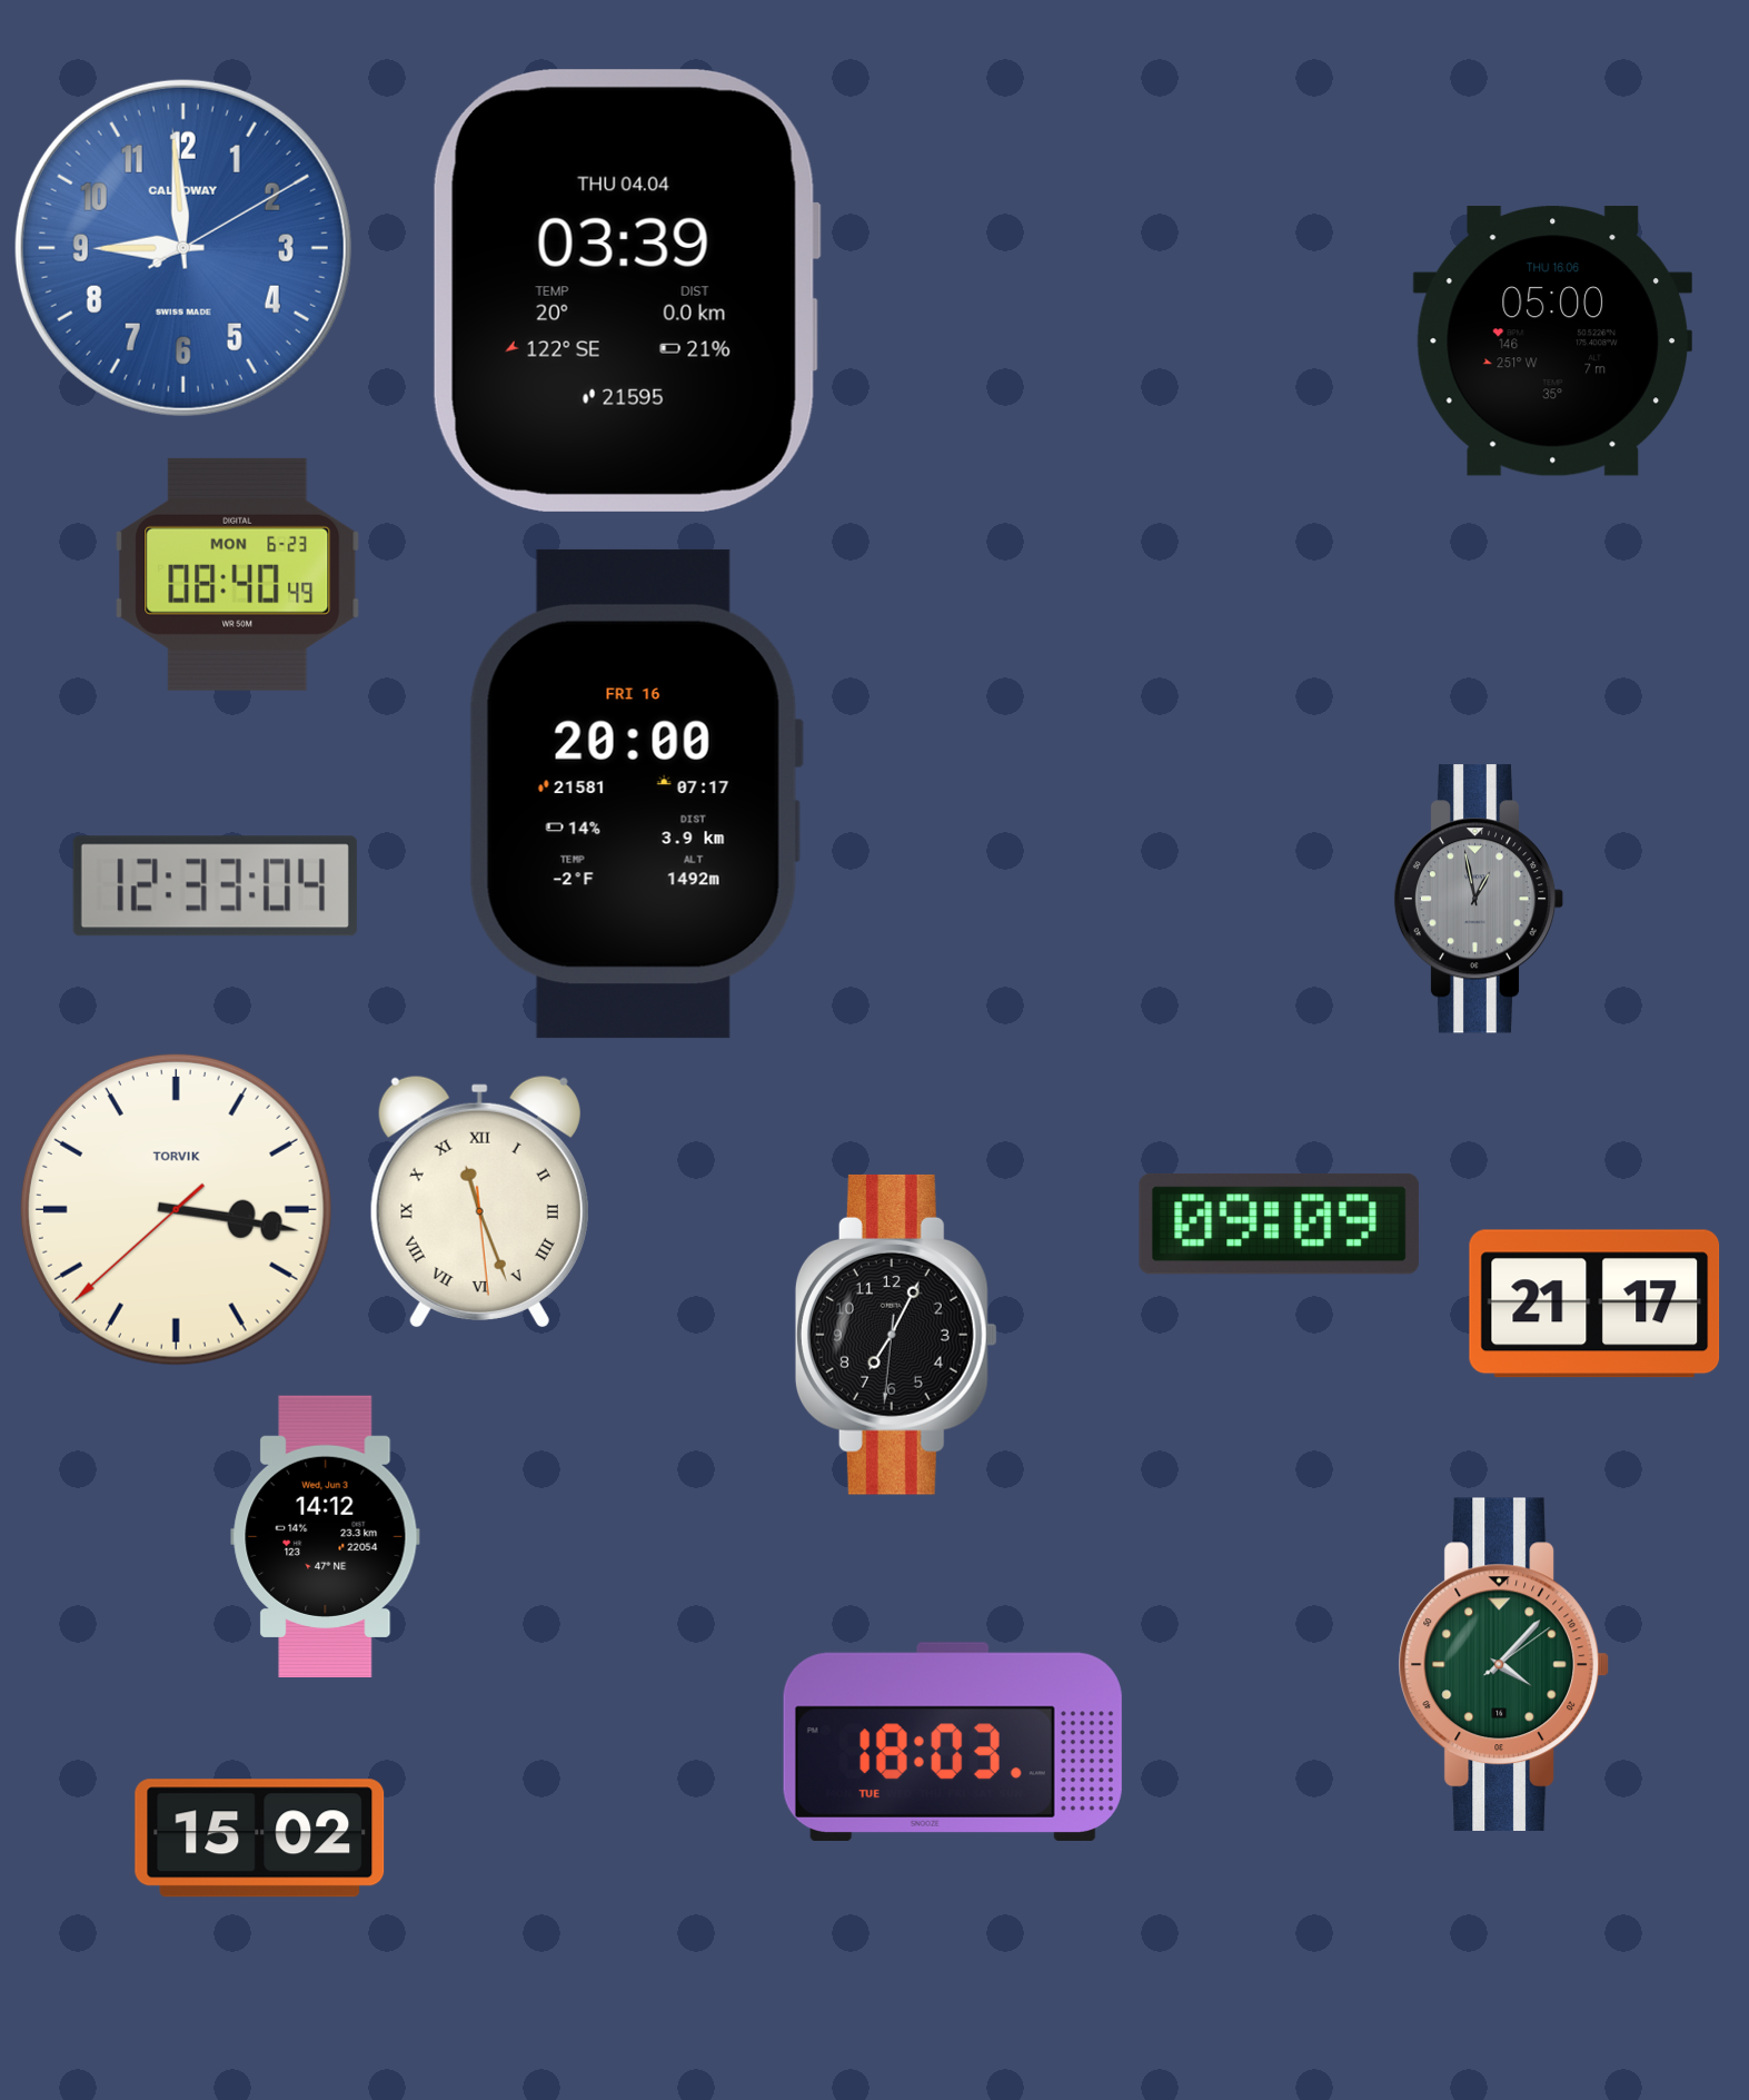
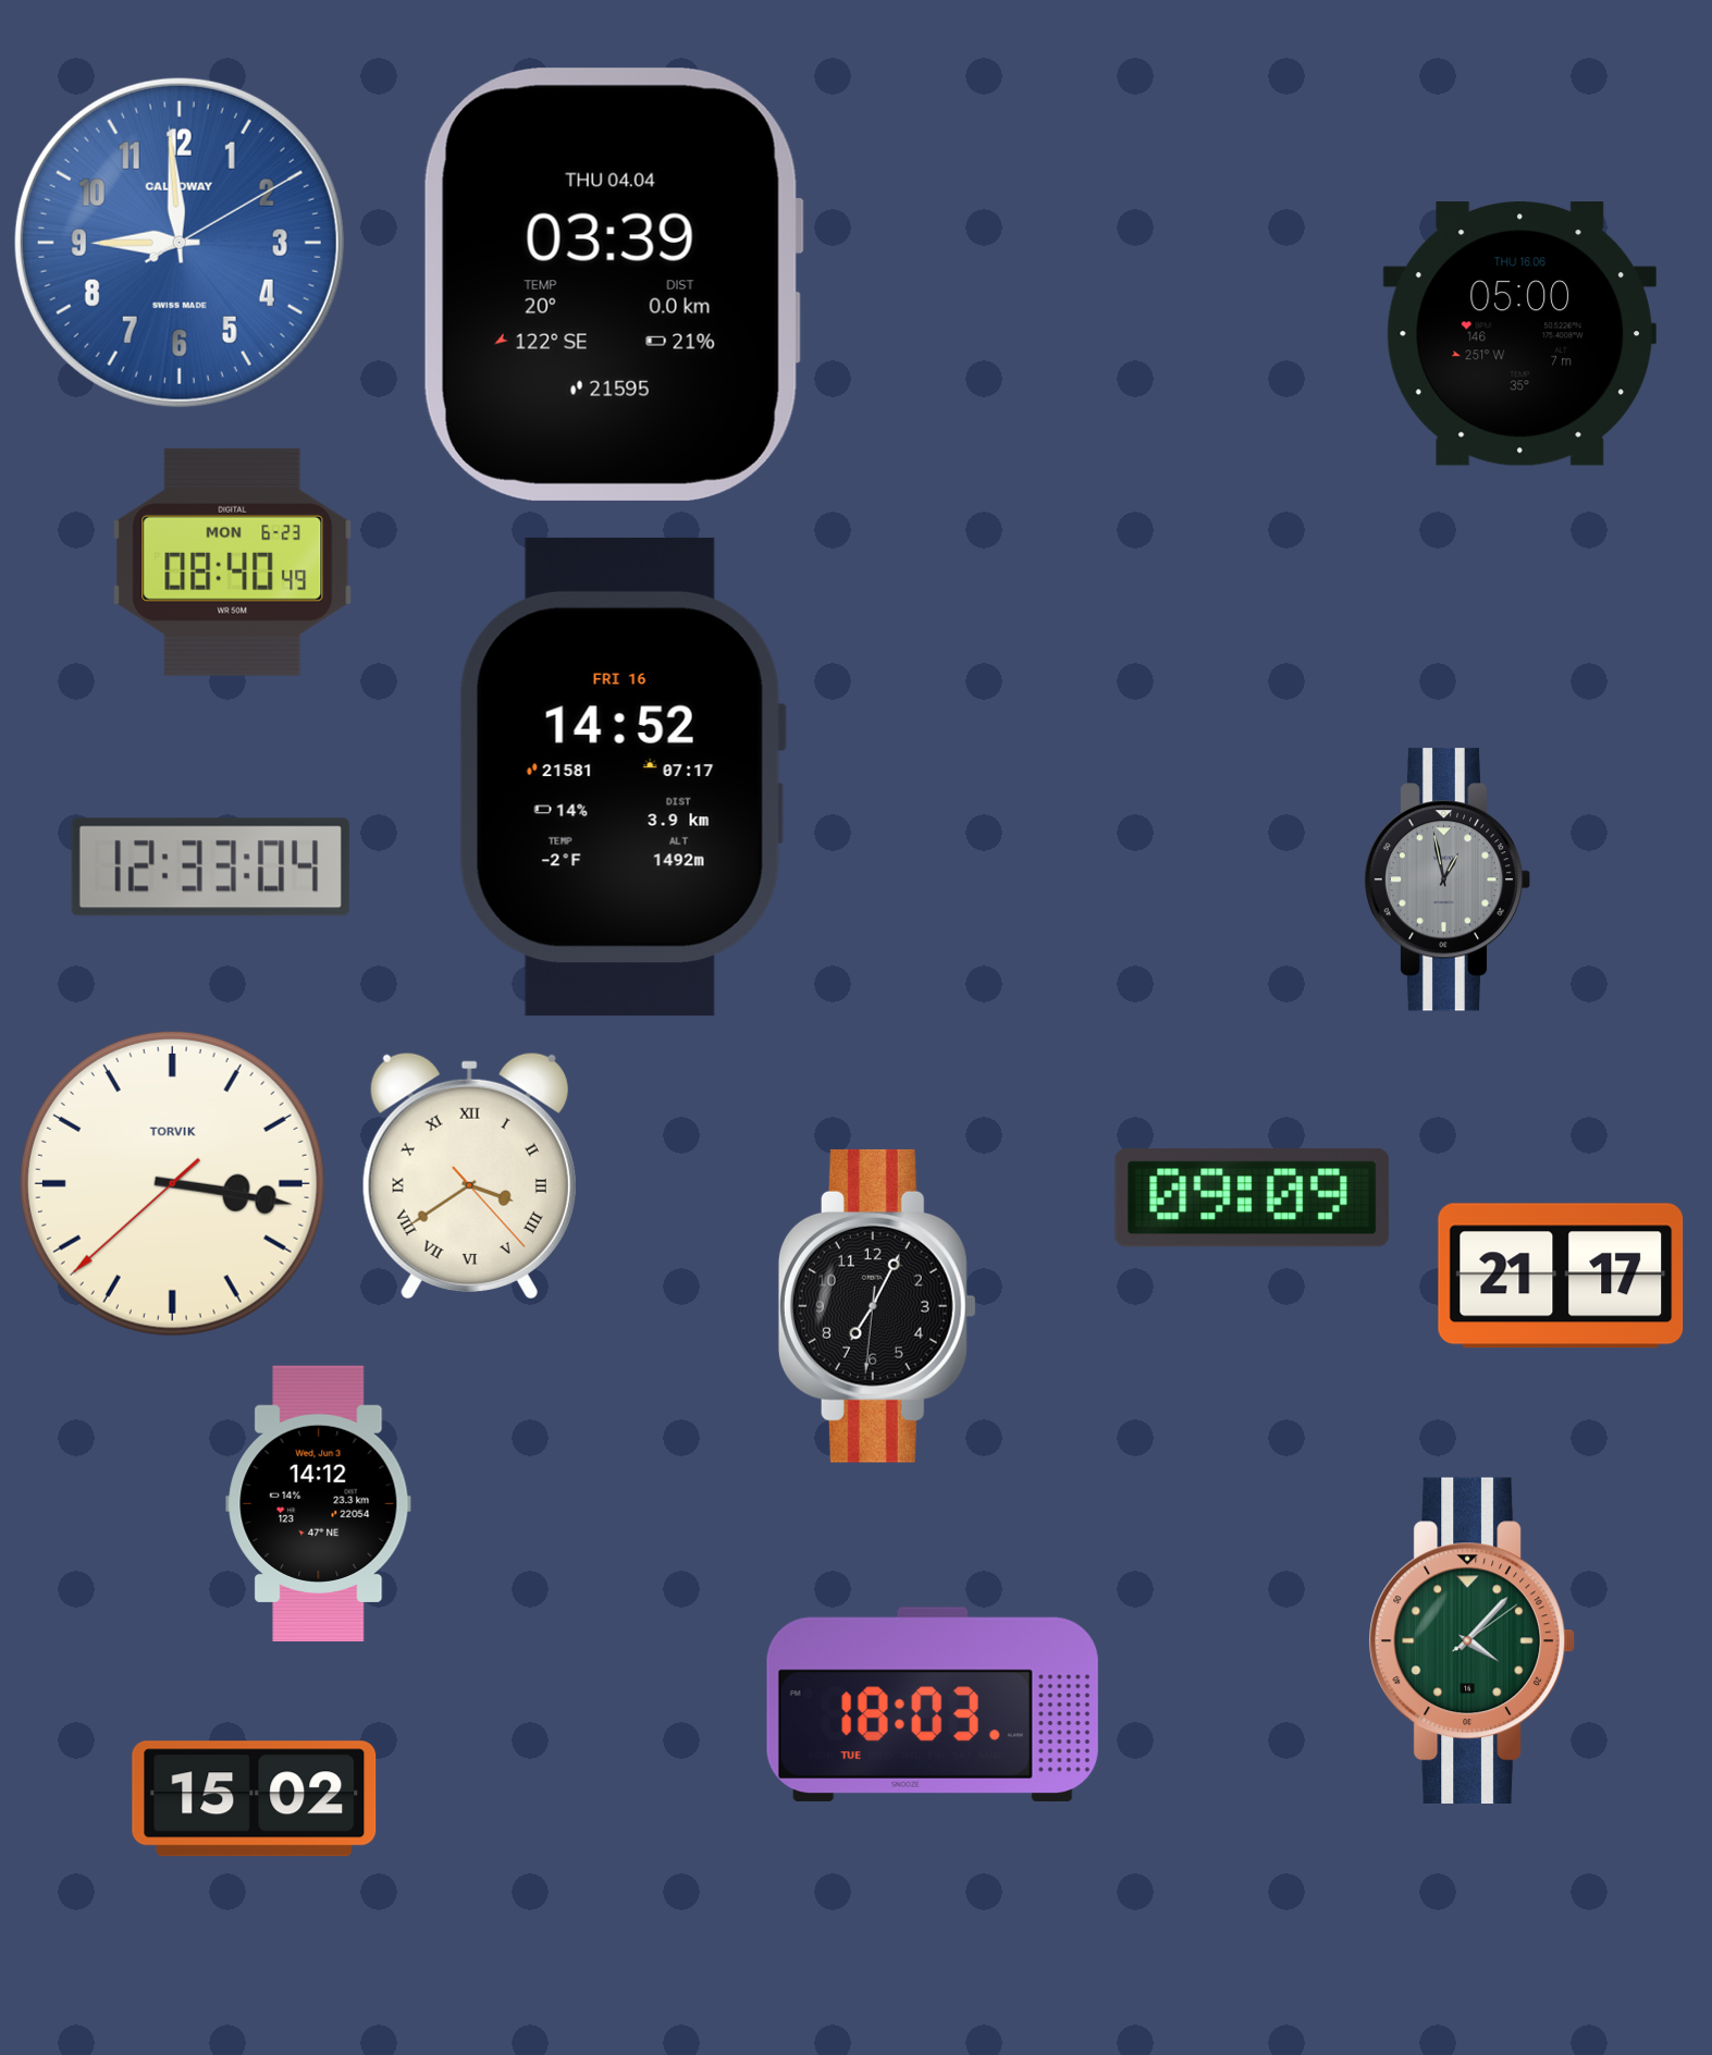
clock at (635, 794): 20:00 -> 14:52
clock at (479, 1201): 11:26 -> 3:39
clock at (1503, 1664) position: (1503, 1664) -> (1471, 1640)
